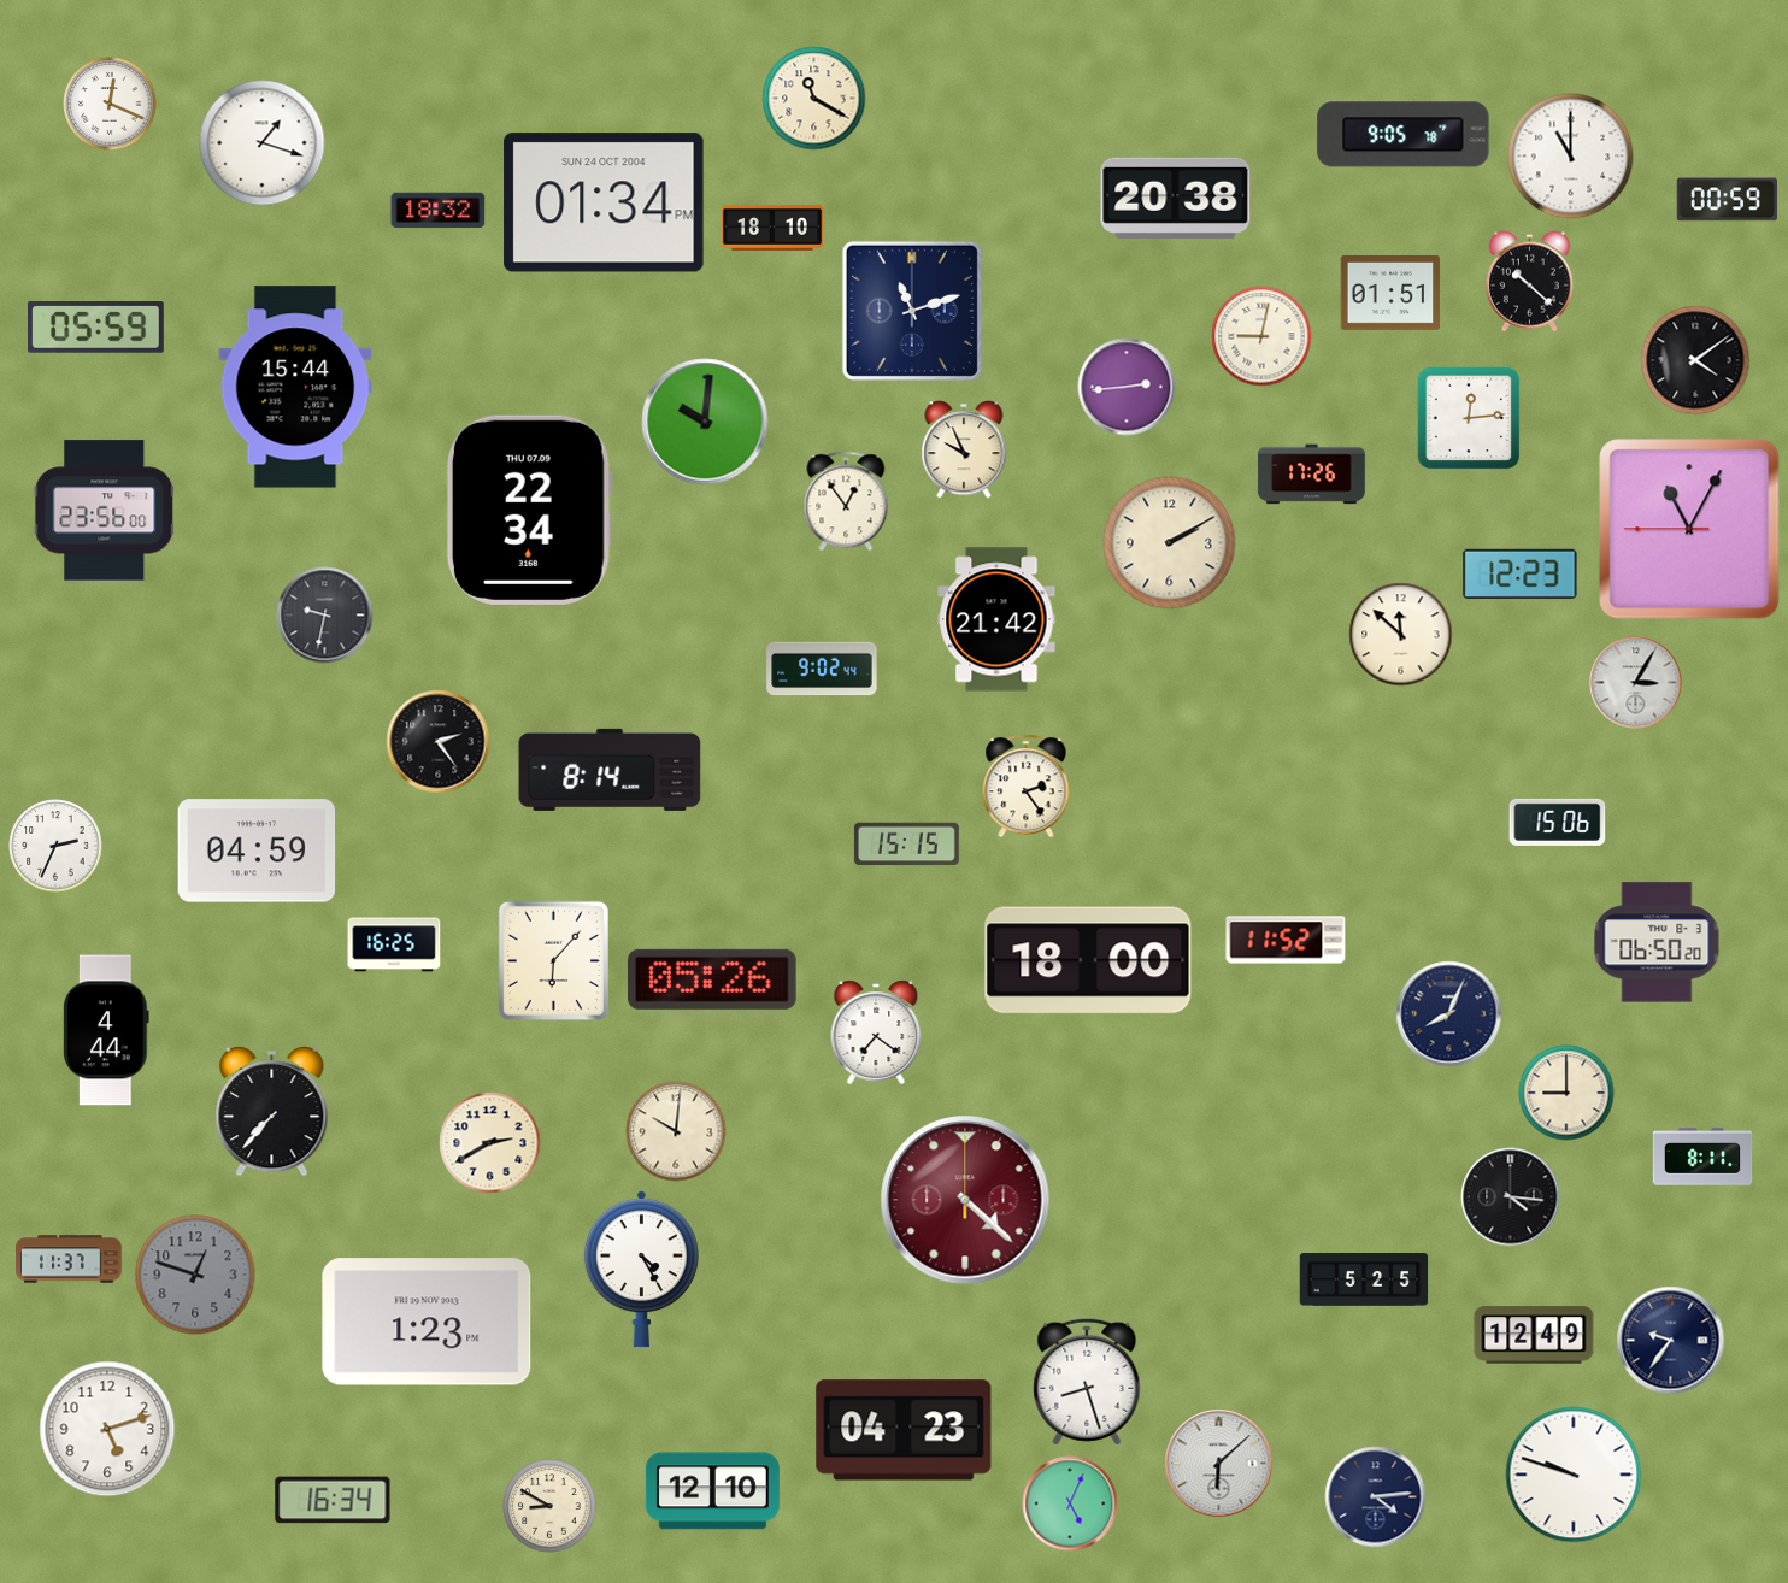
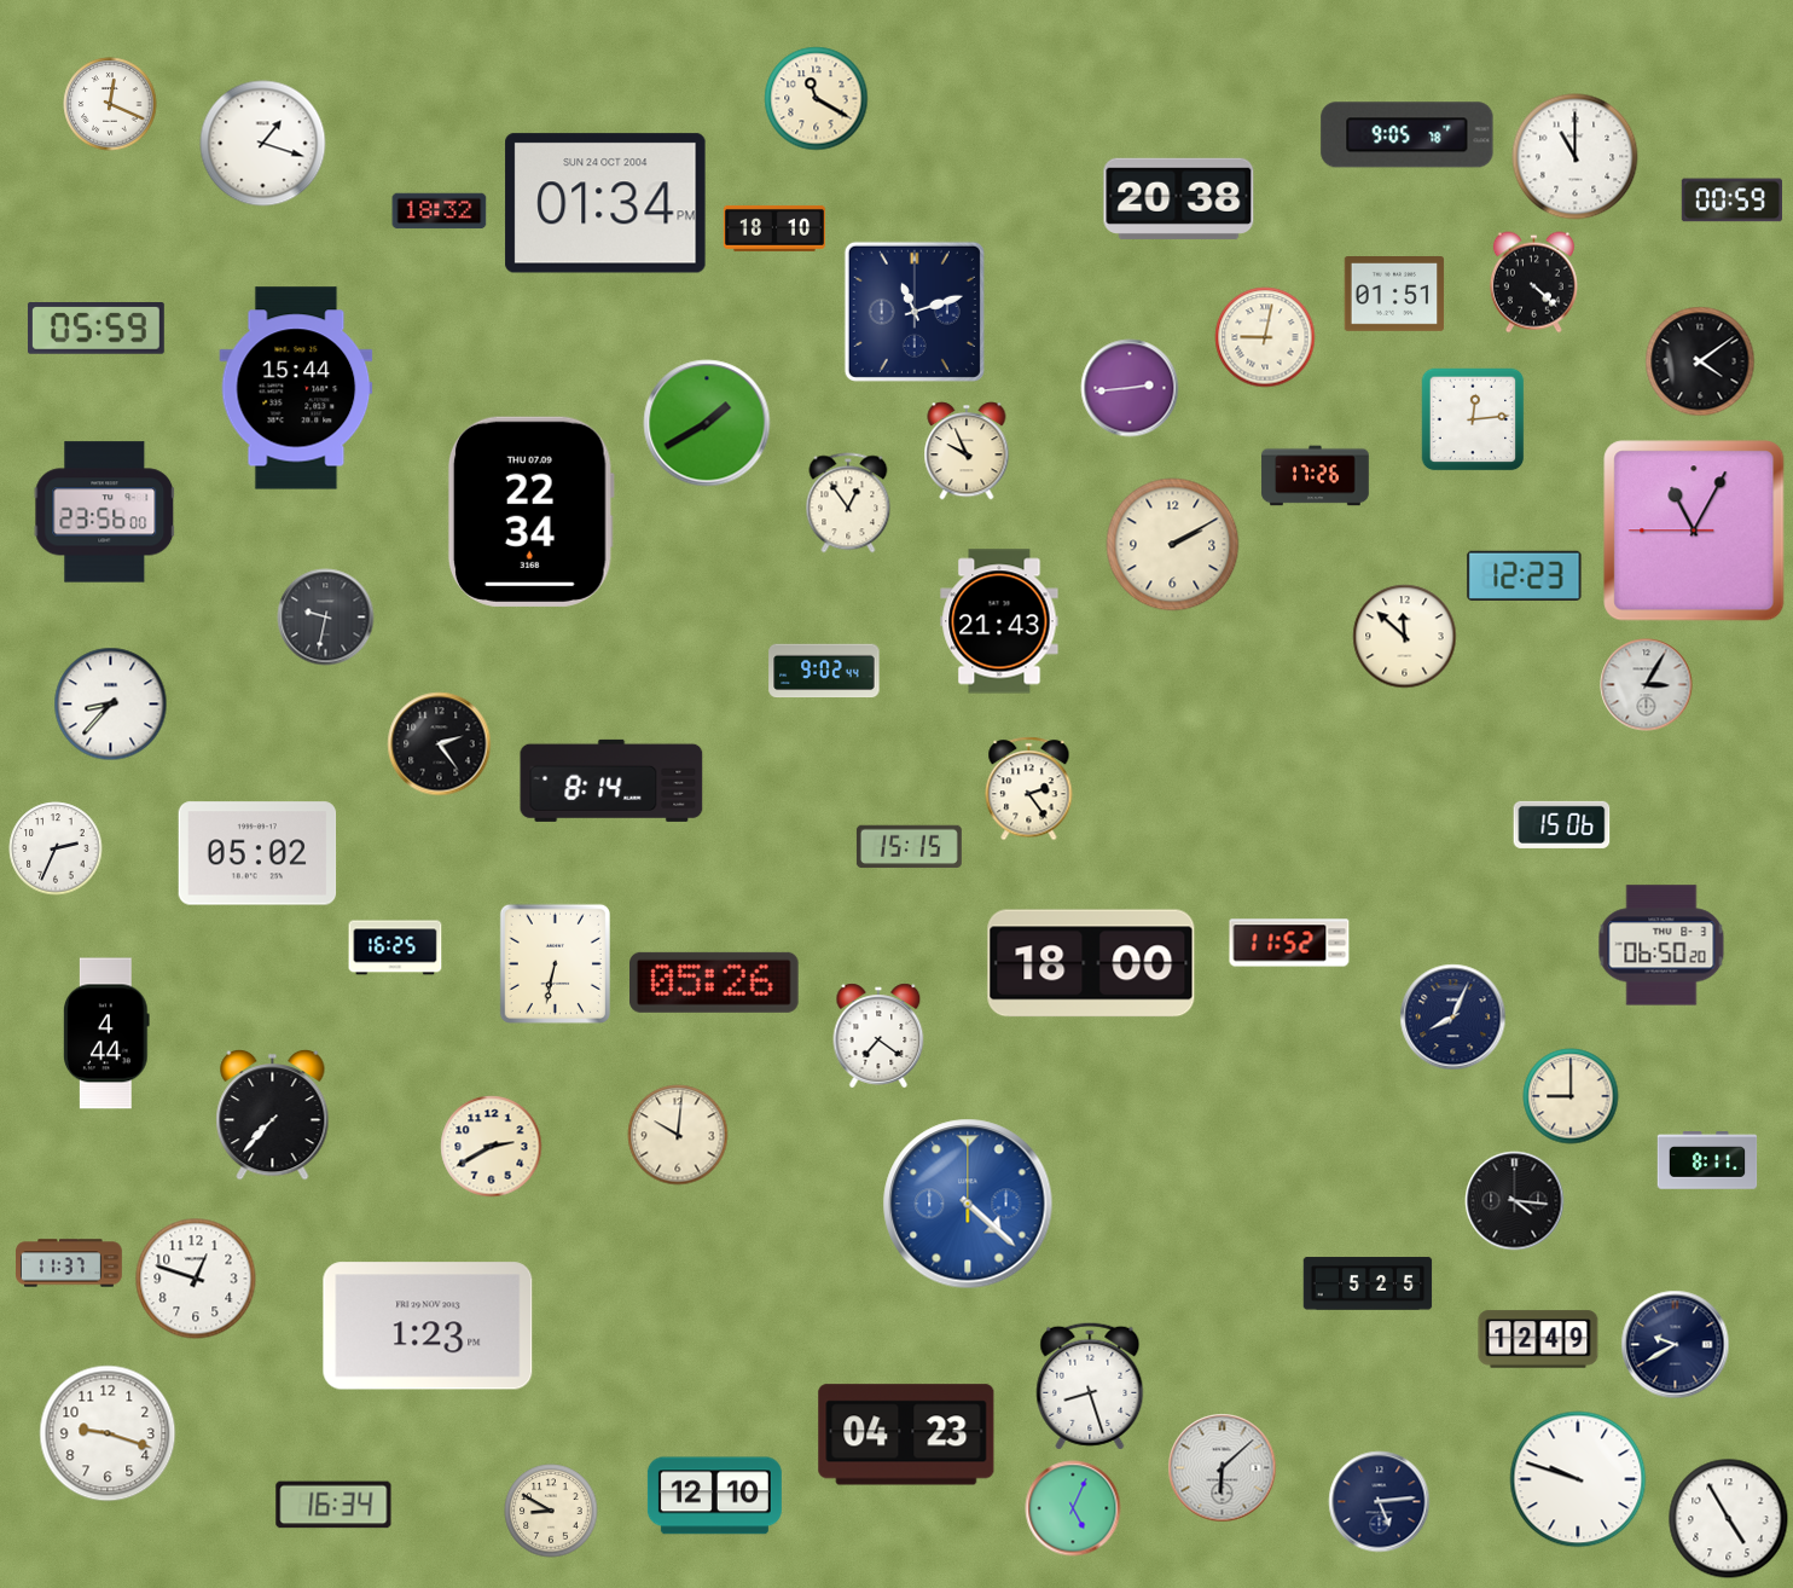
clock at (1529, 282): 10:22 -> 4:22
clock at (705, 422): 10:01 -> 1:40
clock at (996, 619): 21:42 -> 21:43
clock at (1636, 683) position: (1636, 683) -> (1647, 685)
clock at (111, 705): none -> 8:37
clock at (610, 770) position: (610, 770) -> (611, 781)
clock at (257, 851): 04:59 -> 05:02
clock at (553, 960): 6:07 -> 6:32
clock at (965, 1200) dial: burgundy -> blue
clock at (641, 1270): 4:25 -> none
clock at (195, 1275) dial: grey -> white
clock at (1671, 1341): 9:36 -> 9:40
clock at (107, 1429): 5:12 -> 9:18
clock at (1376, 1497): 4:14 -> 5:14
clock at (1729, 1519): none -> 4:55
